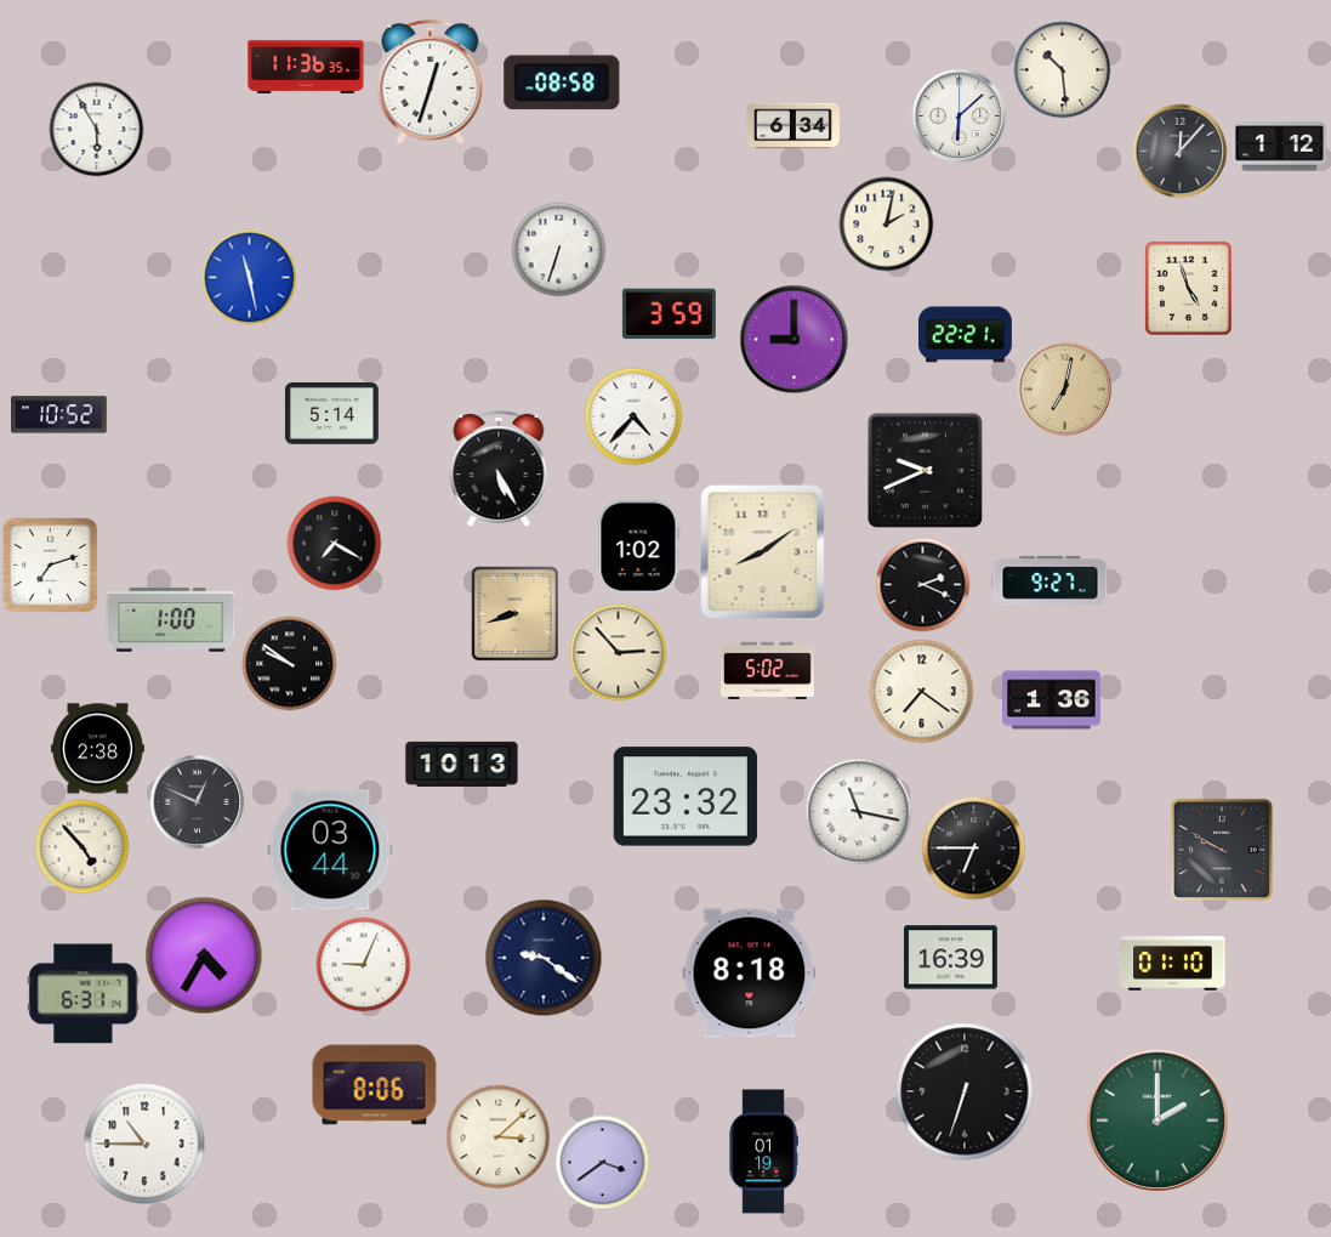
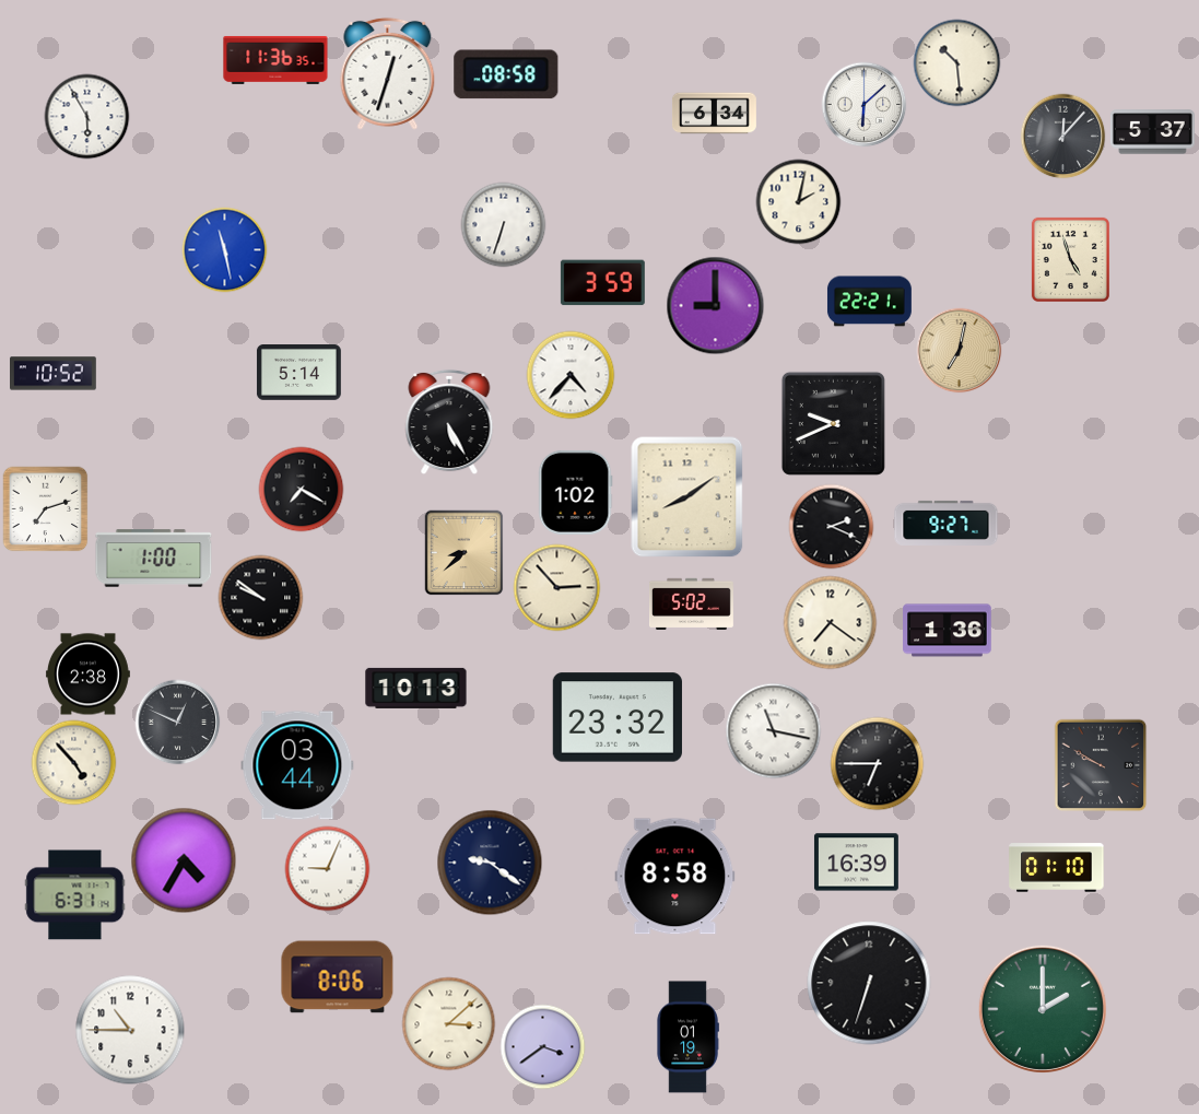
clock at (1279, 147): 1:12 -> 5:37
clock at (516, 613): 8:42 -> 8:38
clock at (750, 974): 8:18 -> 8:58
